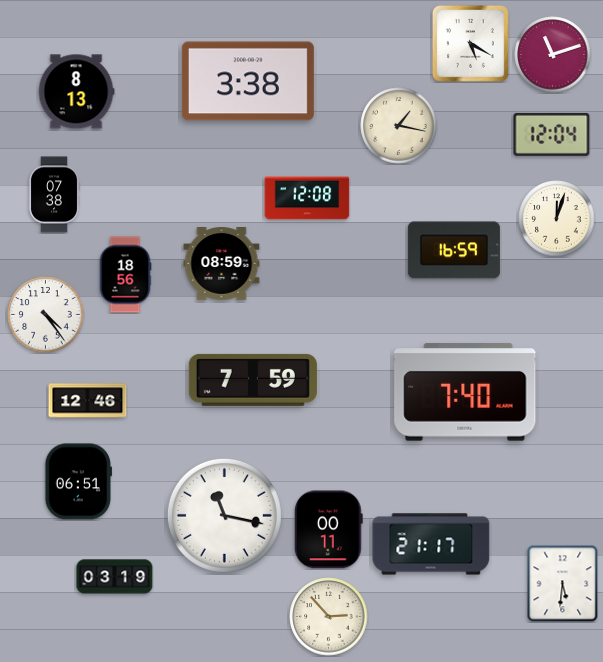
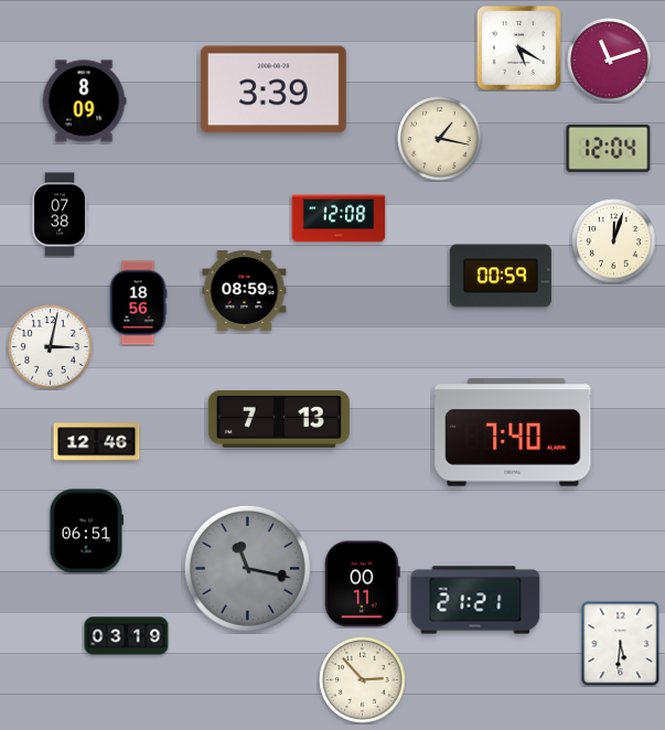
clock at (248, 81): 3:38 -> 3:39
clock at (76, 92): 8:13 -> 8:09
clock at (454, 250): 16:59 -> 00:59
clock at (46, 315): 4:24 -> 3:02
clock at (253, 380): 7:59 -> 7:13
clock at (224, 515) dial: white -> grey
clock at (431, 544): 21:17 -> 21:21
